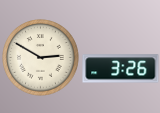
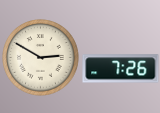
clock at (121, 69): 3:26 -> 7:26
